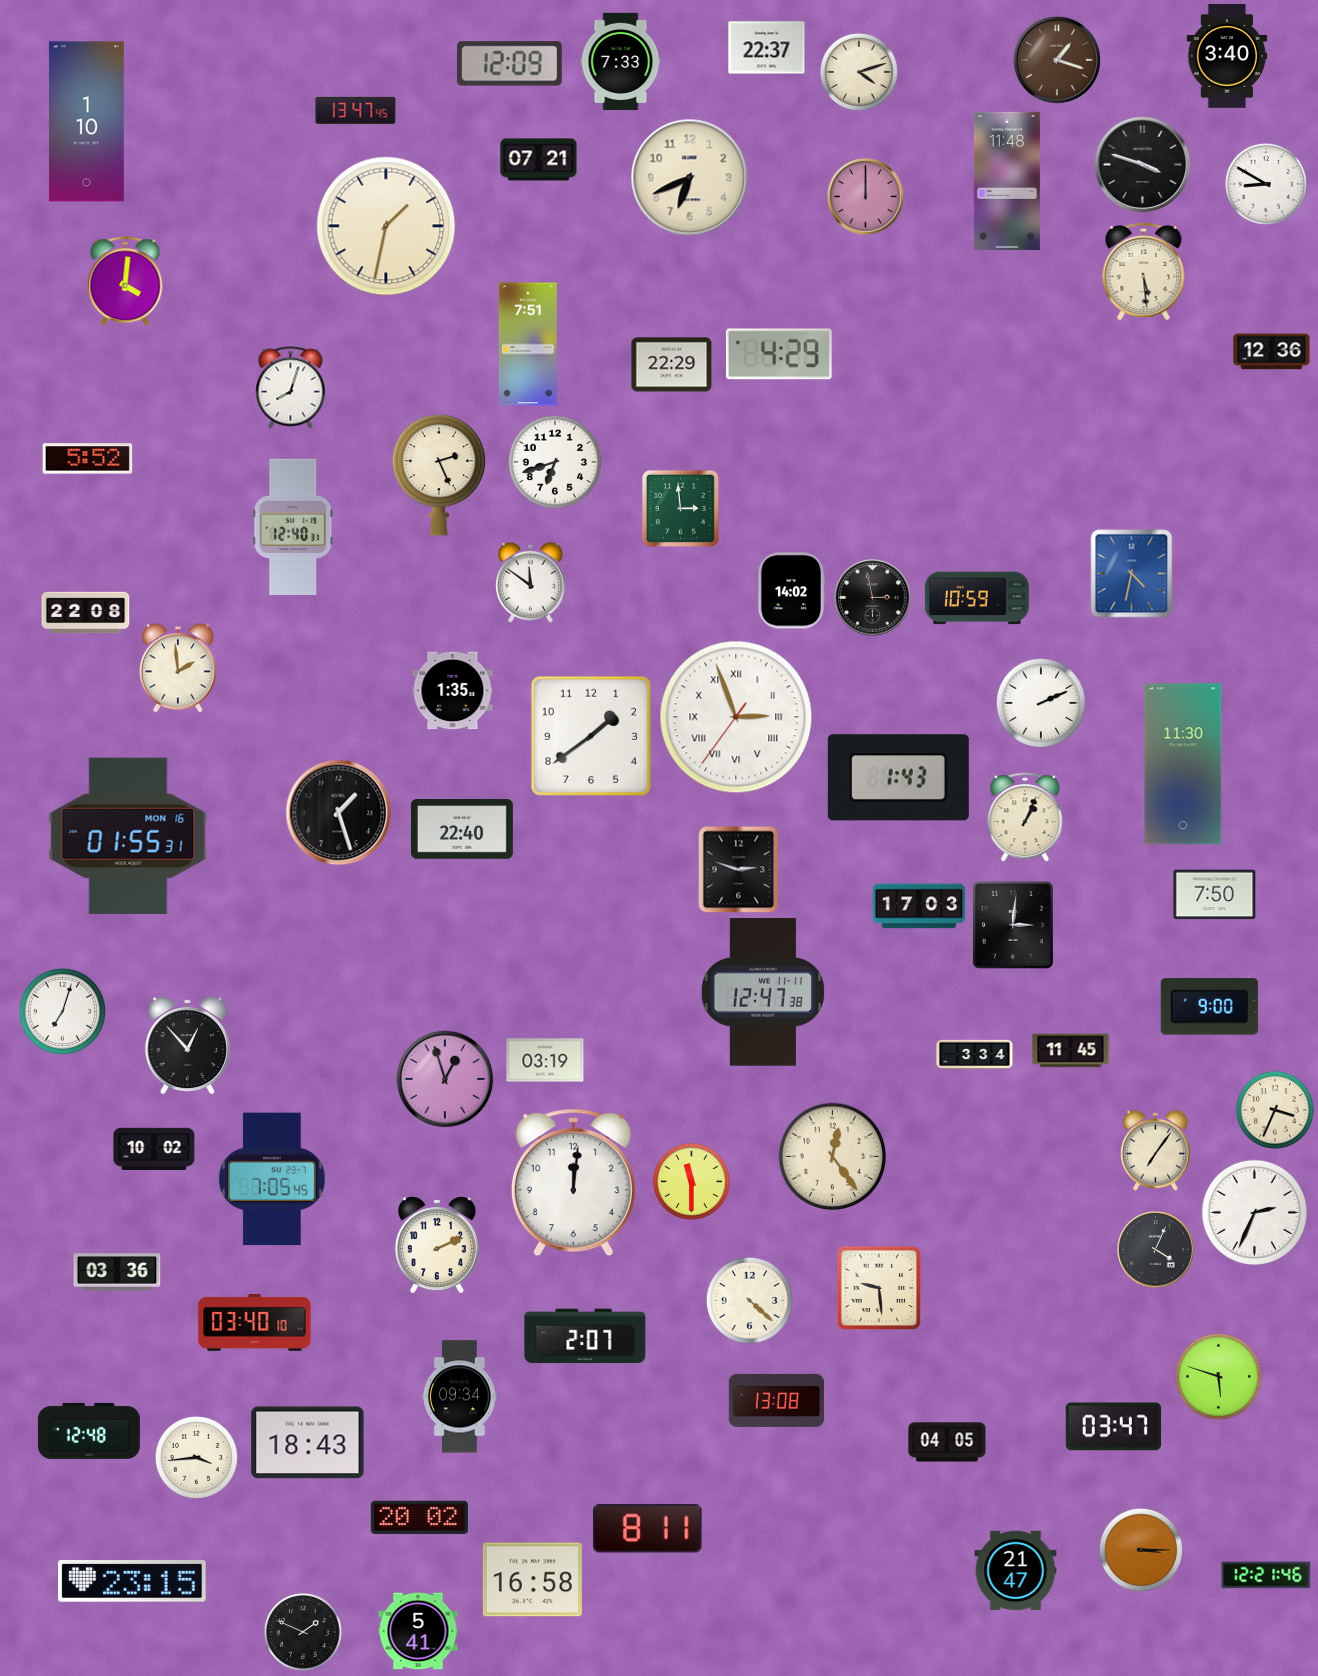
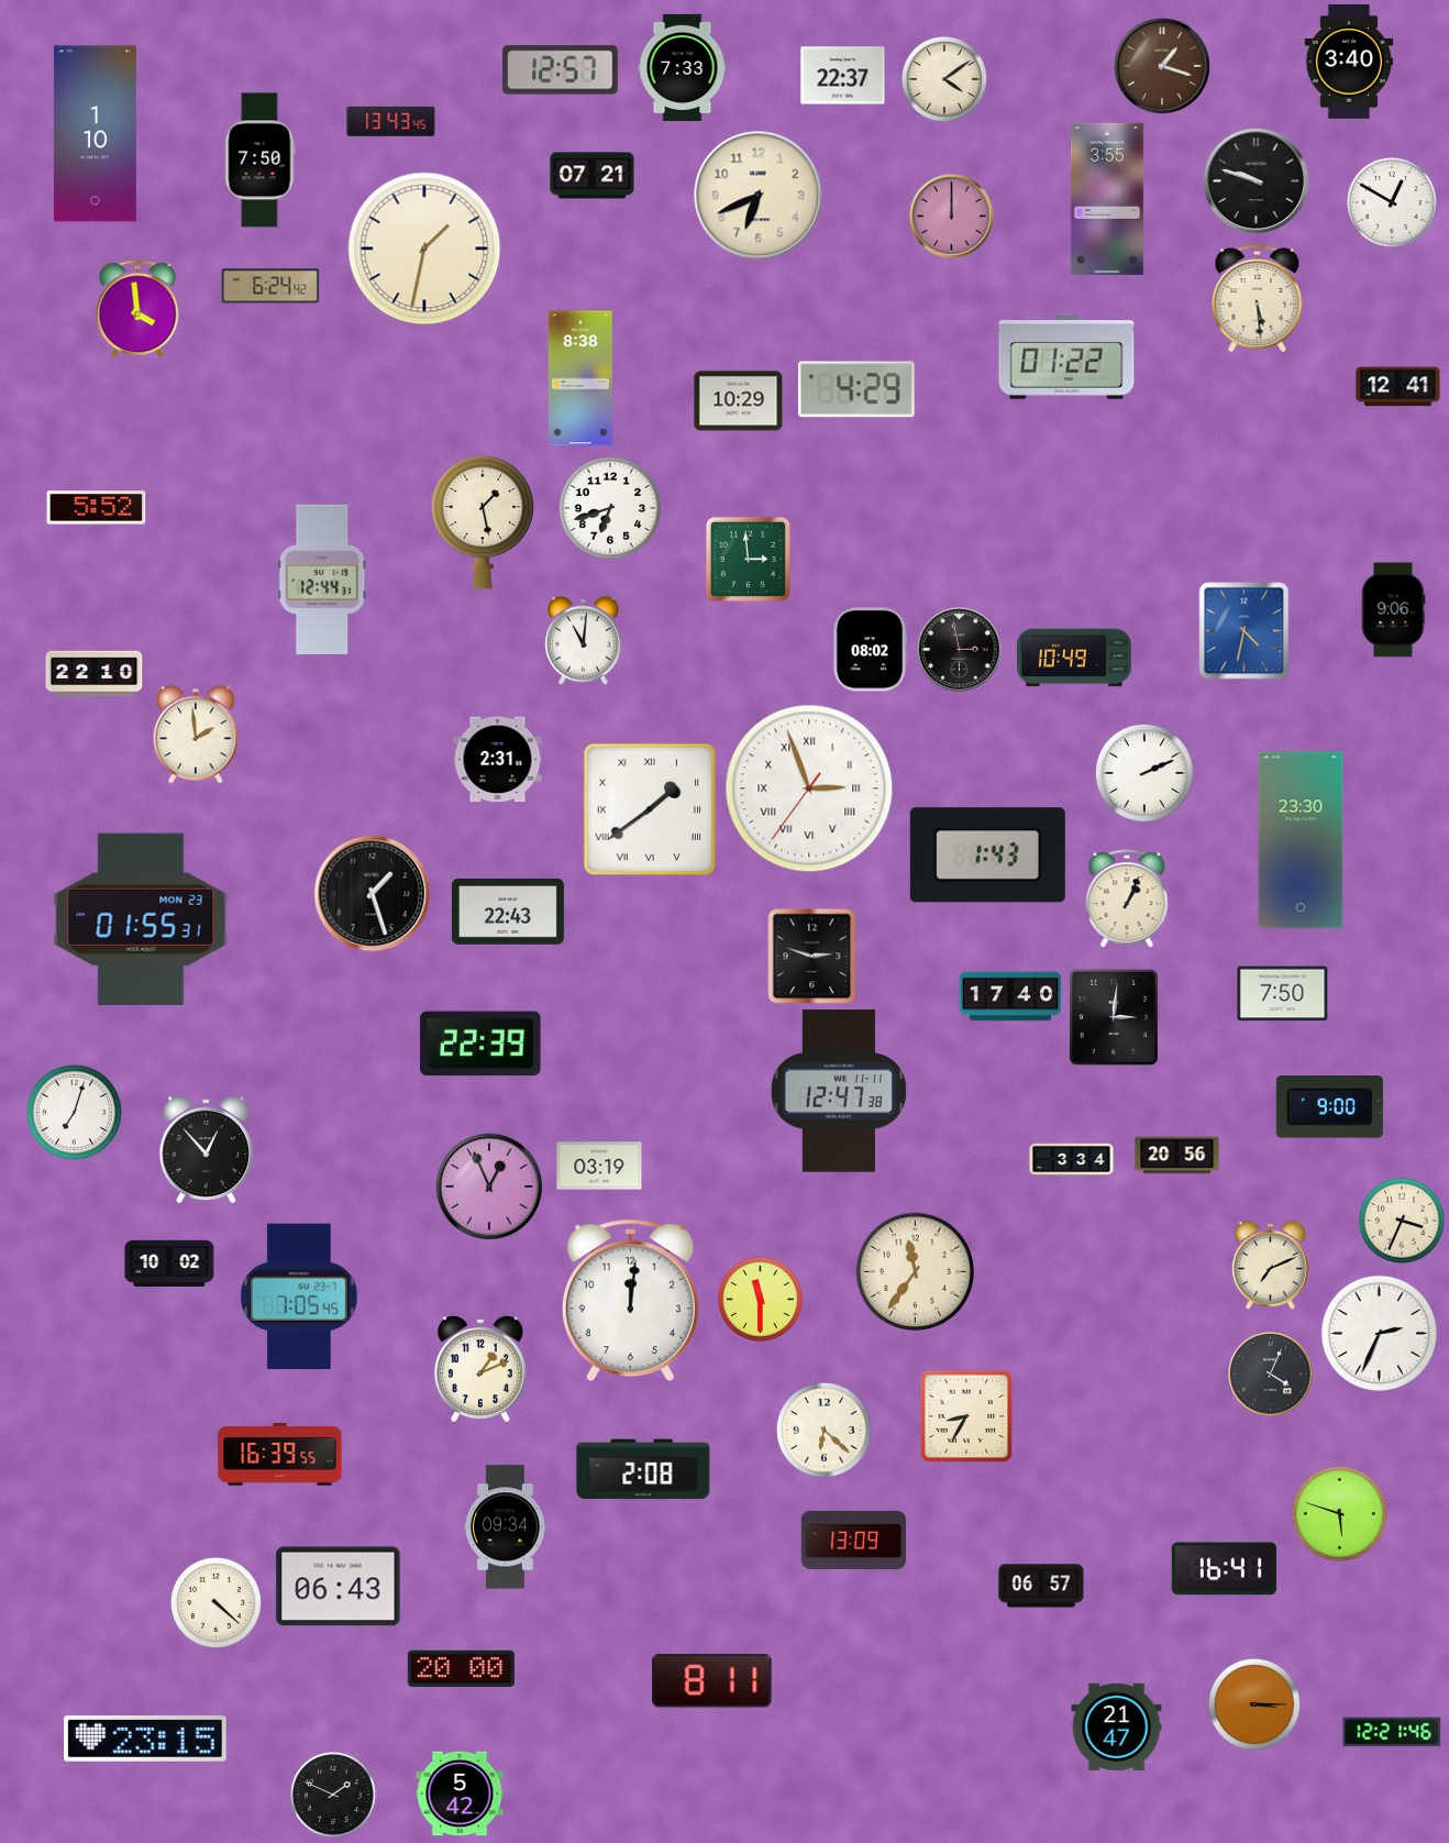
clock at (767, 48) position: (767, 48) -> (843, 76)
clock at (510, 64): 12:09 -> 12:57
clock at (859, 72): 4:12 -> 4:09
clock at (356, 110): 13:47 -> 13:43
clock at (261, 161): none -> 7:50
clock at (1143, 165): 3:48 -> 9:48
clock at (1007, 181): 11:48 -> 3:55
clock at (1266, 184): 8:50 -> 12:50
clock at (270, 286): none -> 6:24
clock at (125, 281): 4:01 -> 3:59
clock at (1066, 357): none -> 01:22
clock at (528, 344): 7:51 -> 8:38
clock at (1272, 352): 12:36 -> 12:41
clock at (672, 365): 22:29 -> 10:29
clock at (291, 388): 8:03 -> none
clock at (88, 459) position: (88, 459) -> (97, 508)
clock at (439, 475): 2:26 -> 1:28
clock at (293, 527): 12:40 -> 12:44
clock at (1393, 610): none -> 9:06
clock at (530, 582): 11:51 -> 11:01
clock at (791, 591): 14:02 -> 08:02
clock at (873, 598) position: (873, 598) -> (960, 650)
clock at (977, 598): 10:59 -> 10:49
clock at (86, 613): 22:08 -> 22:10
clock at (453, 691): 1:35 -> 2:31
clock at (590, 735) numerals: Arabic -> Roman
clock at (1183, 764): 11:30 -> 23:30
clock at (462, 830): 22:40 -> 22:43
clock at (128, 836) date: MON 16 -> MON 23
clock at (1215, 895) position: (1215, 895) -> (1283, 994)
clock at (919, 906): 17:03 -> 17:40
clock at (480, 1044): none -> 22:39
clock at (62, 1011) position: (62, 1011) -> (74, 1112)
clock at (1071, 1051): 11:45 -> 20:56
clock at (445, 1079): 12:57 -> 12:56
clock at (1155, 1150): 7:06 -> 7:11
clock at (833, 1157): 12:24 -> 11:36
clock at (437, 1245): 2:11 -> 1:11
clock at (117, 1272): 03:36 -> none
clock at (879, 1288): 9:29 -> 8:35
clock at (749, 1300): 4:22 -> 6:22
clock at (255, 1323): 03:40 -> 16:39
clock at (585, 1336): 2:07 -> 2:08
clock at (459, 1397) position: (459, 1397) -> (505, 1527)
clock at (777, 1400): 13:08 -> 13:09
clock at (1113, 1427): 03:47 -> 16:41
clock at (89, 1431): 12:48 -> none
clock at (947, 1442): 04:05 -> 06:57
clock at (308, 1443): 18:43 -> 06:43
clock at (196, 1457): 3:44 -> 4:22
clock at (419, 1517): 20:02 -> 20:00
clock at (532, 1580): 16:58 -> none
clock at (418, 1631): 5:41 -> 5:42
